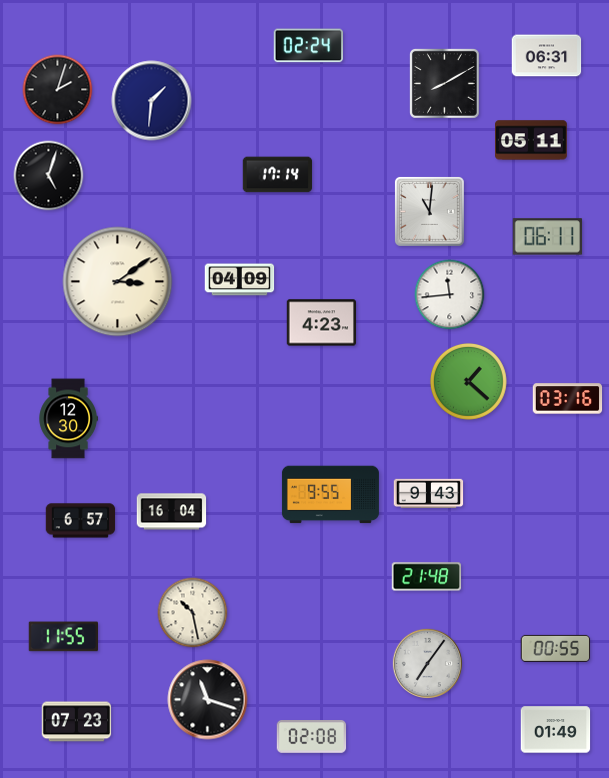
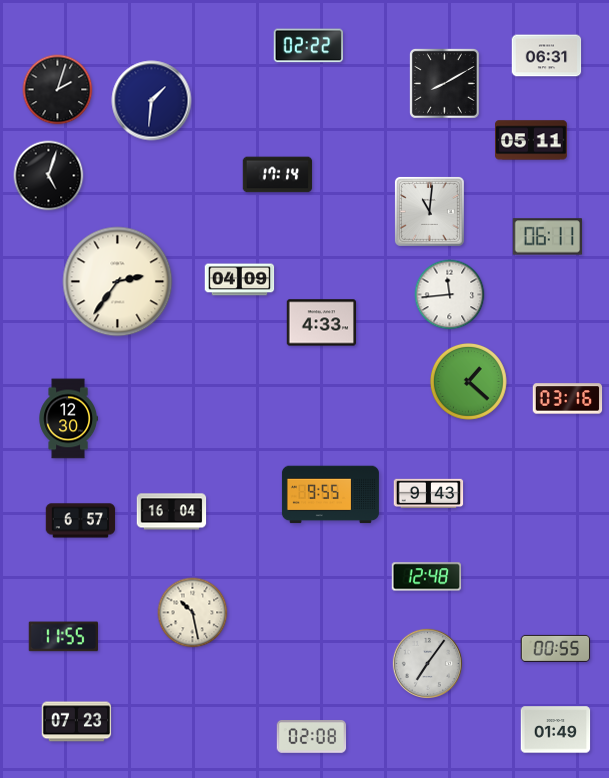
clock at (309, 46): 02:24 -> 02:22
clock at (118, 282): 3:09 -> 2:36
clock at (322, 323): 4:23 -> 4:33
clock at (427, 577): 21:48 -> 12:48
clock at (208, 700): 11:18 -> none
